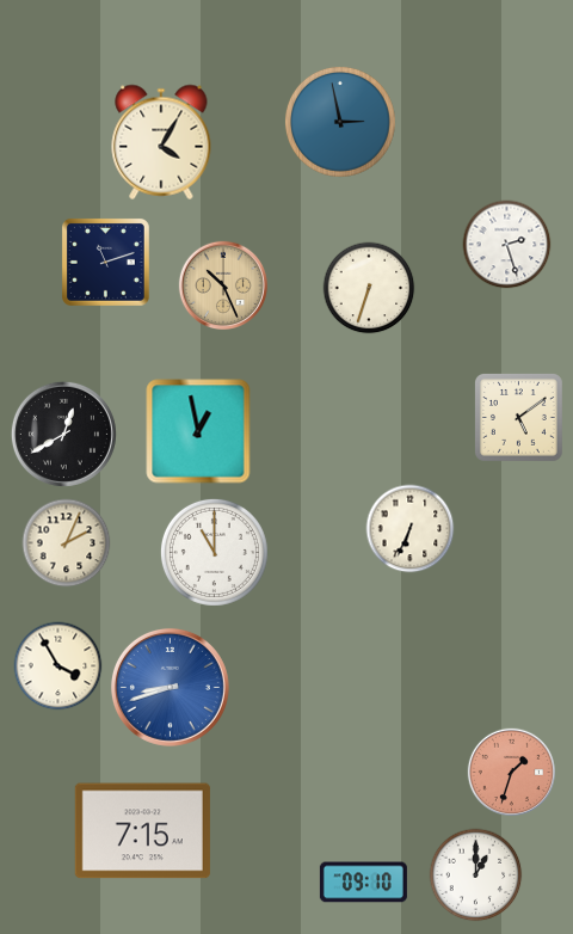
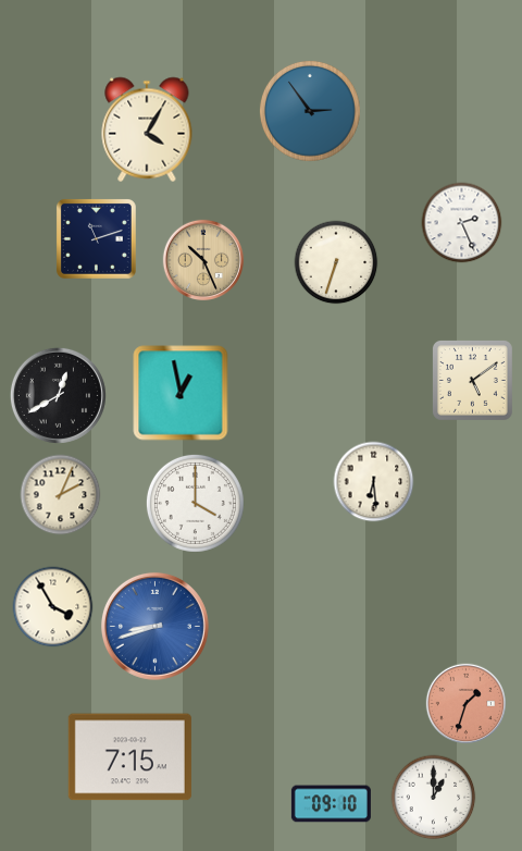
clock at (340, 122): 2:58 -> 2:54
clock at (507, 245): 2:27 -> 2:26
clock at (411, 529): 6:34 -> 6:29
clock at (214, 552): 11:00 -> 4:00
